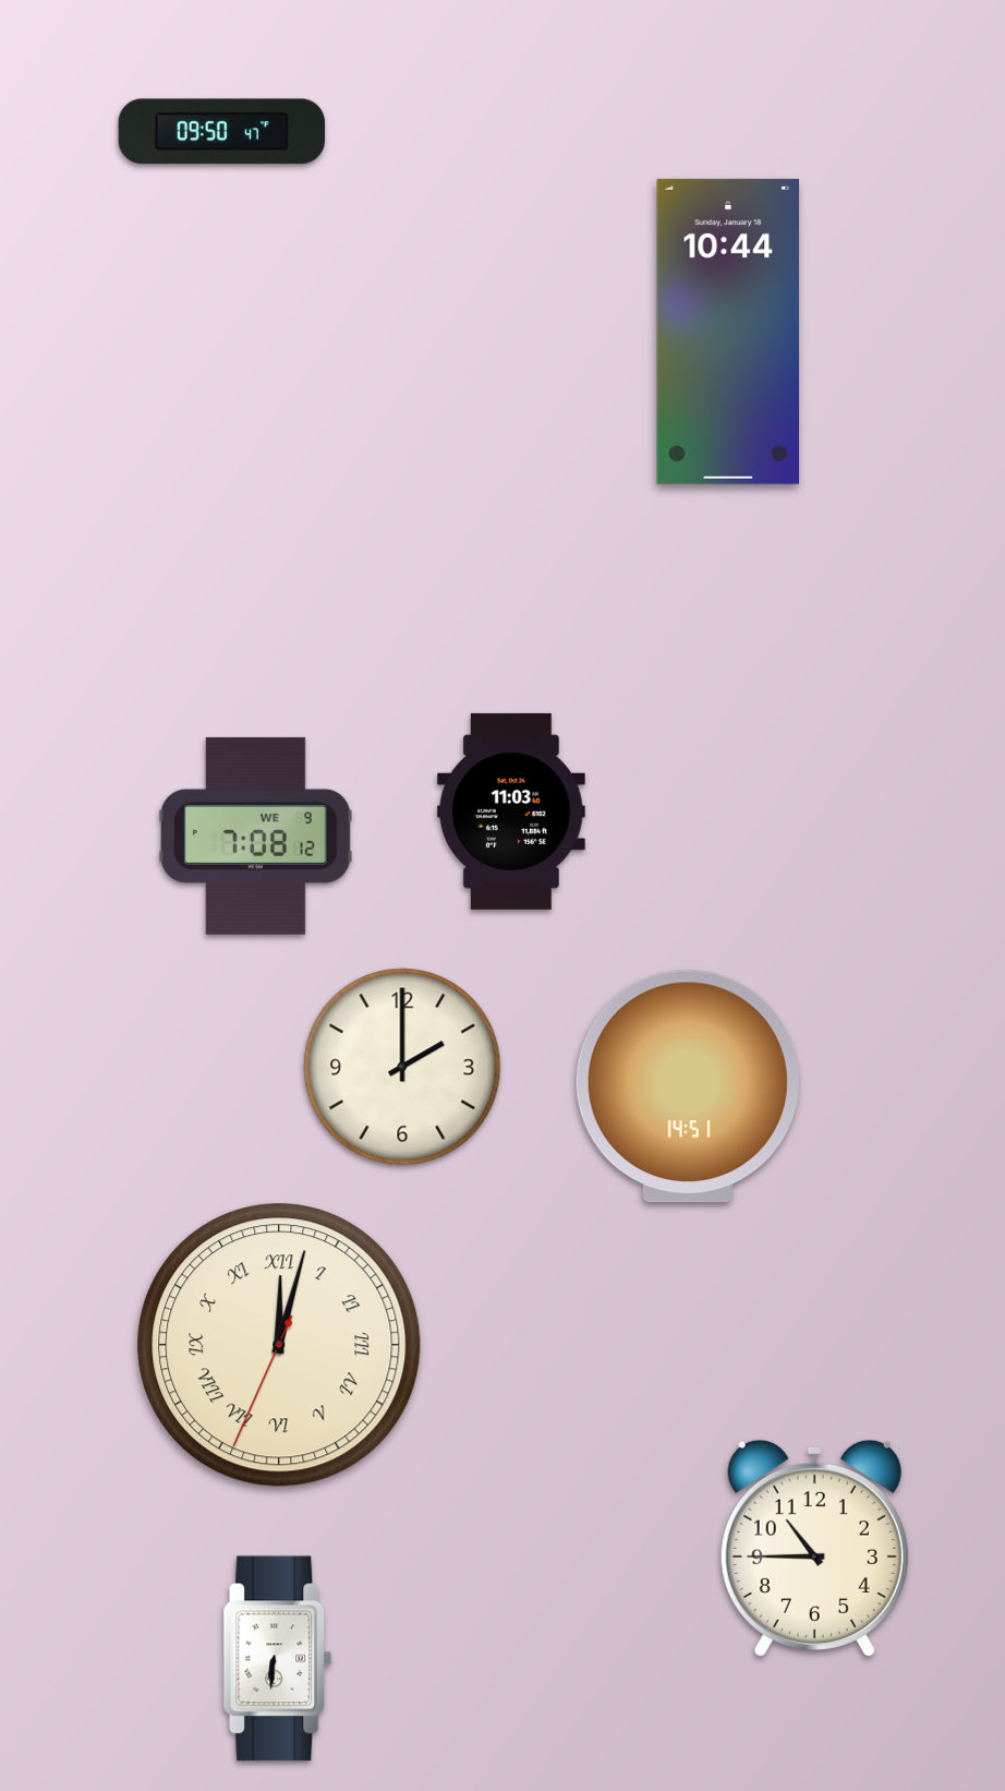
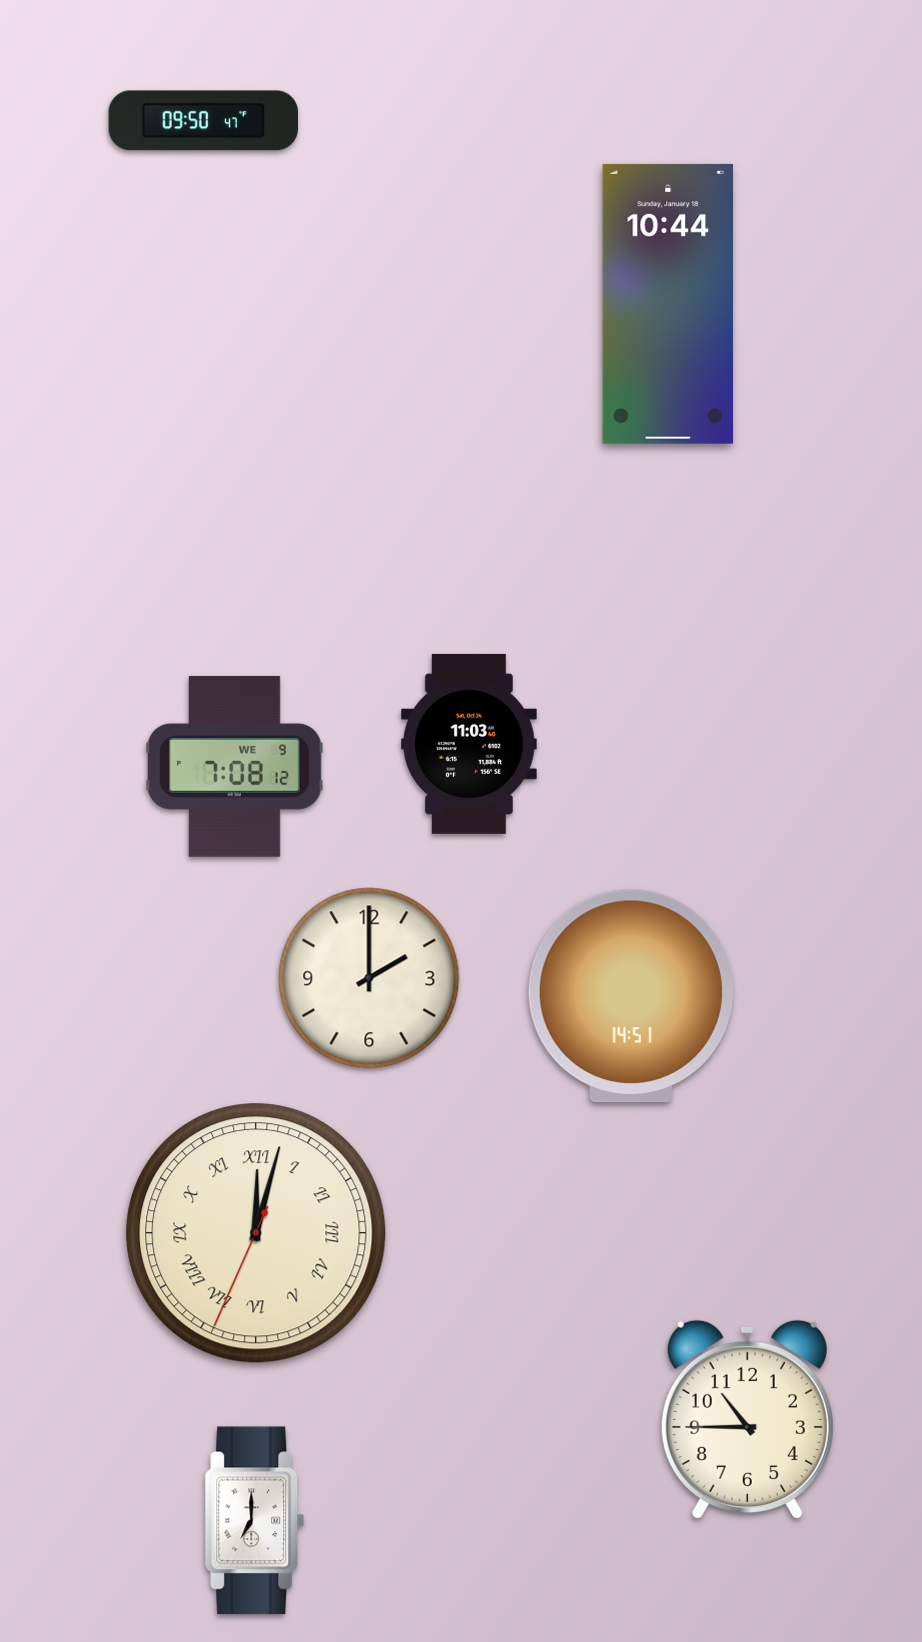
clock at (278, 1659): 6:31 -> 7:00
